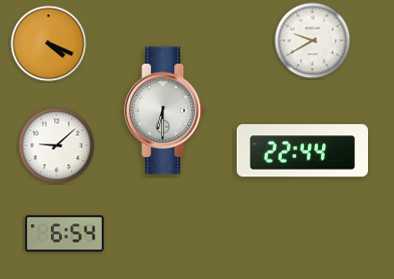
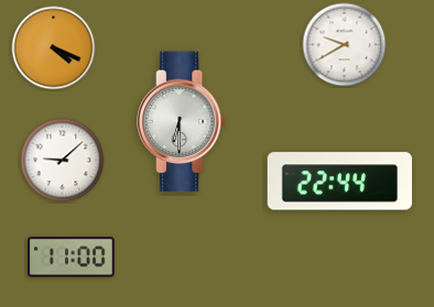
clock at (302, 151) position: (302, 151) -> (339, 182)
clock at (65, 234): 6:54 -> 11:00
